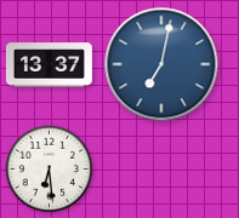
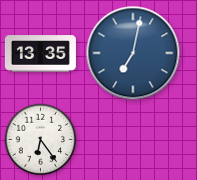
clock at (49, 65): 13:37 -> 13:35
clock at (50, 170): 6:29 -> 6:24
